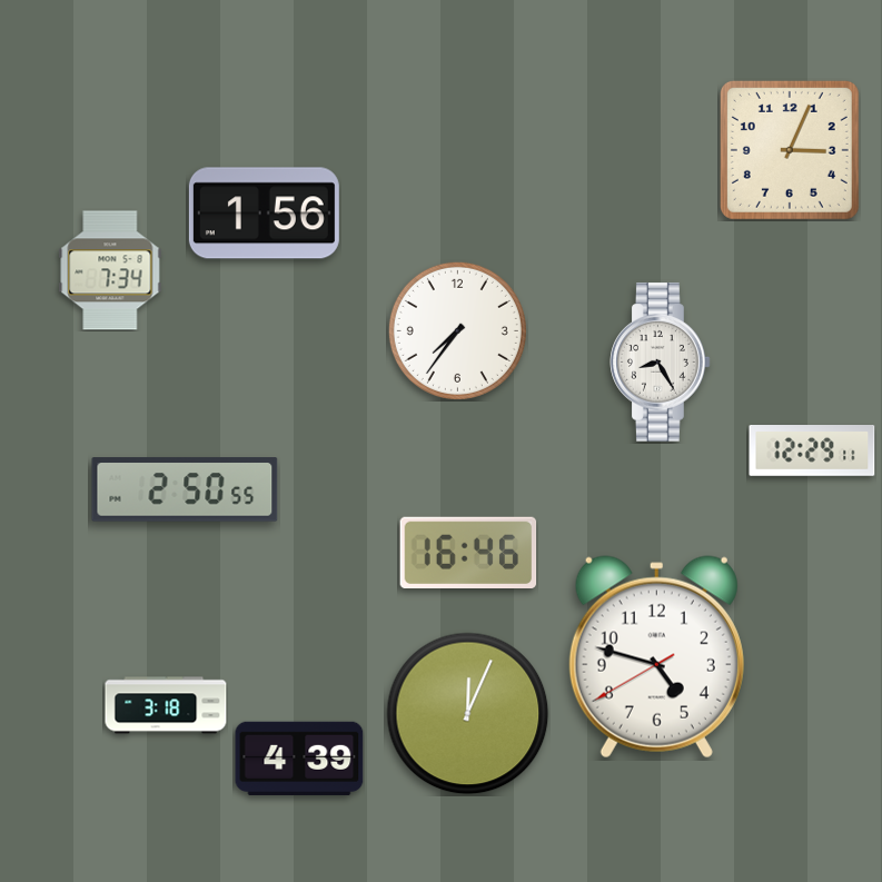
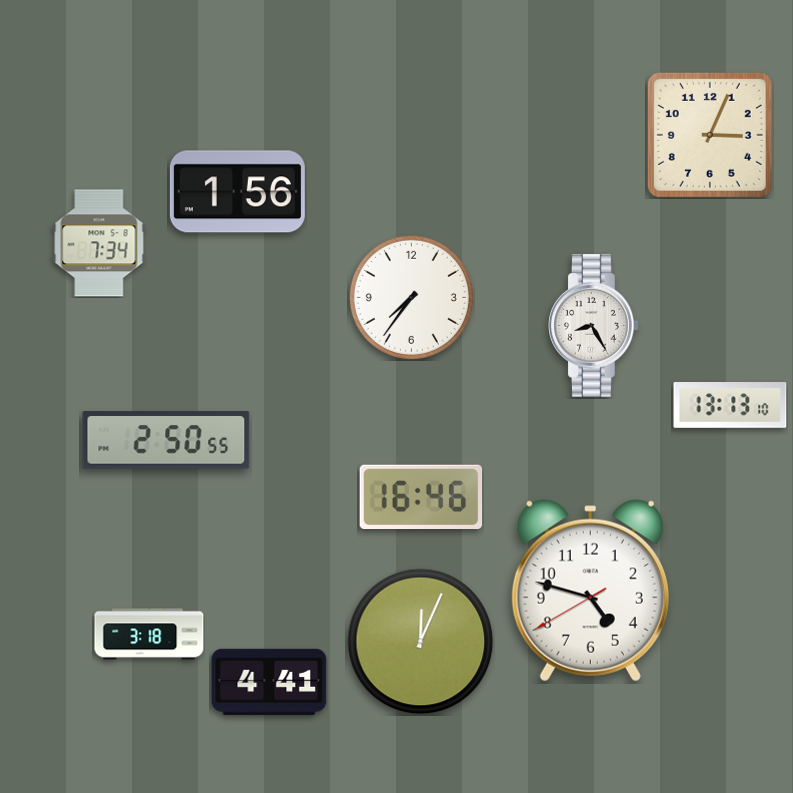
clock at (812, 452): 12:29 -> 13:13
clock at (299, 759): 4:39 -> 4:41
